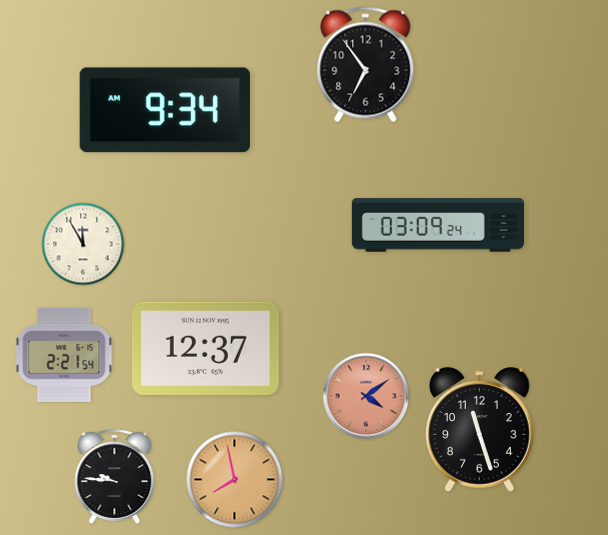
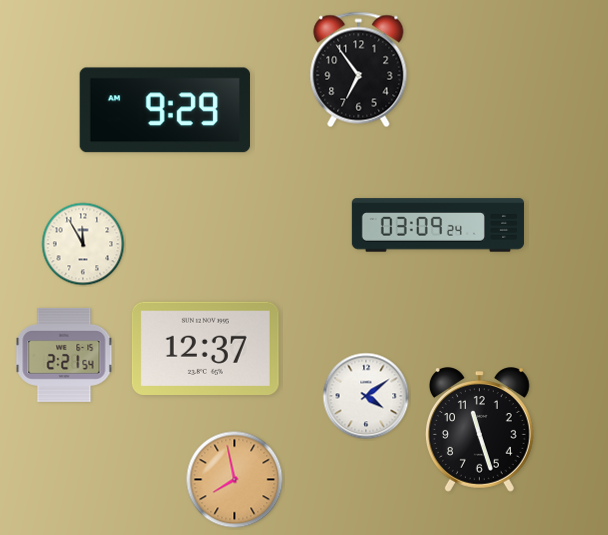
clock at (366, 65) position: (366, 65) -> (359, 70)
clock at (165, 110): 9:34 -> 9:29
clock at (366, 396) dial: salmon -> white
clock at (115, 477): 9:46 -> none
